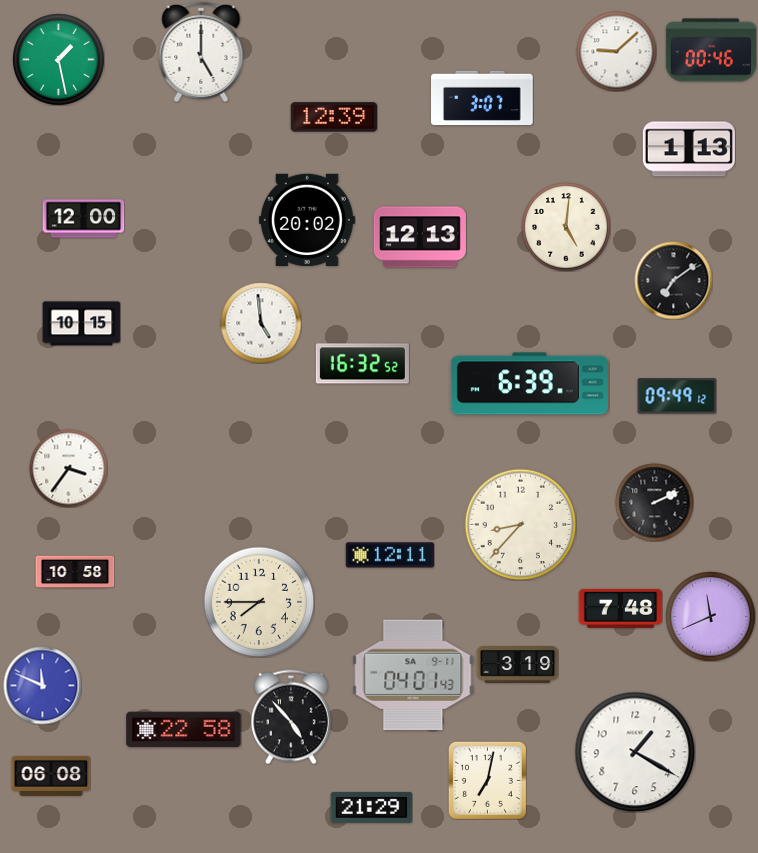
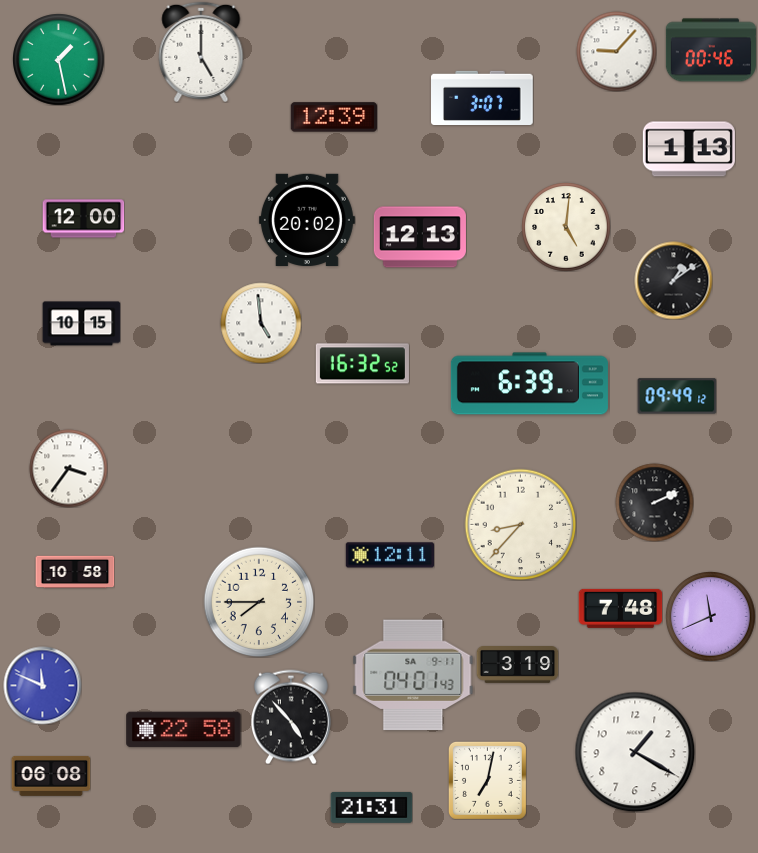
clock at (616, 51): 9:08 -> 9:07
clock at (673, 280): 7:09 -> 1:09
clock at (371, 807): 21:29 -> 21:31
